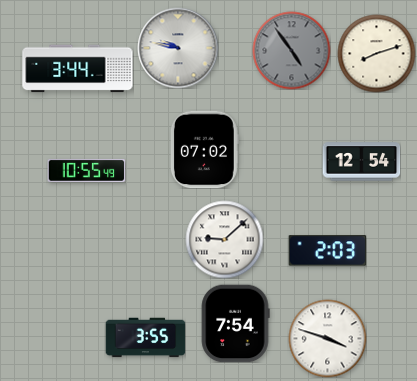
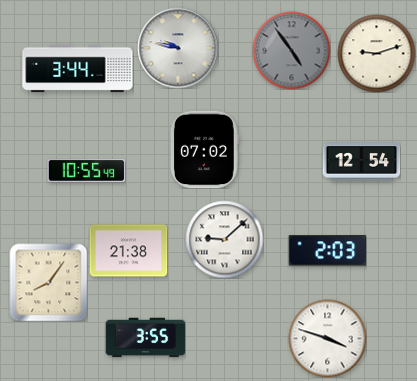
clock at (376, 53): 8:12 -> 9:12
clock at (128, 251): none -> 21:38
clock at (48, 282): none -> 8:06
clock at (235, 323): 7:54 -> none
